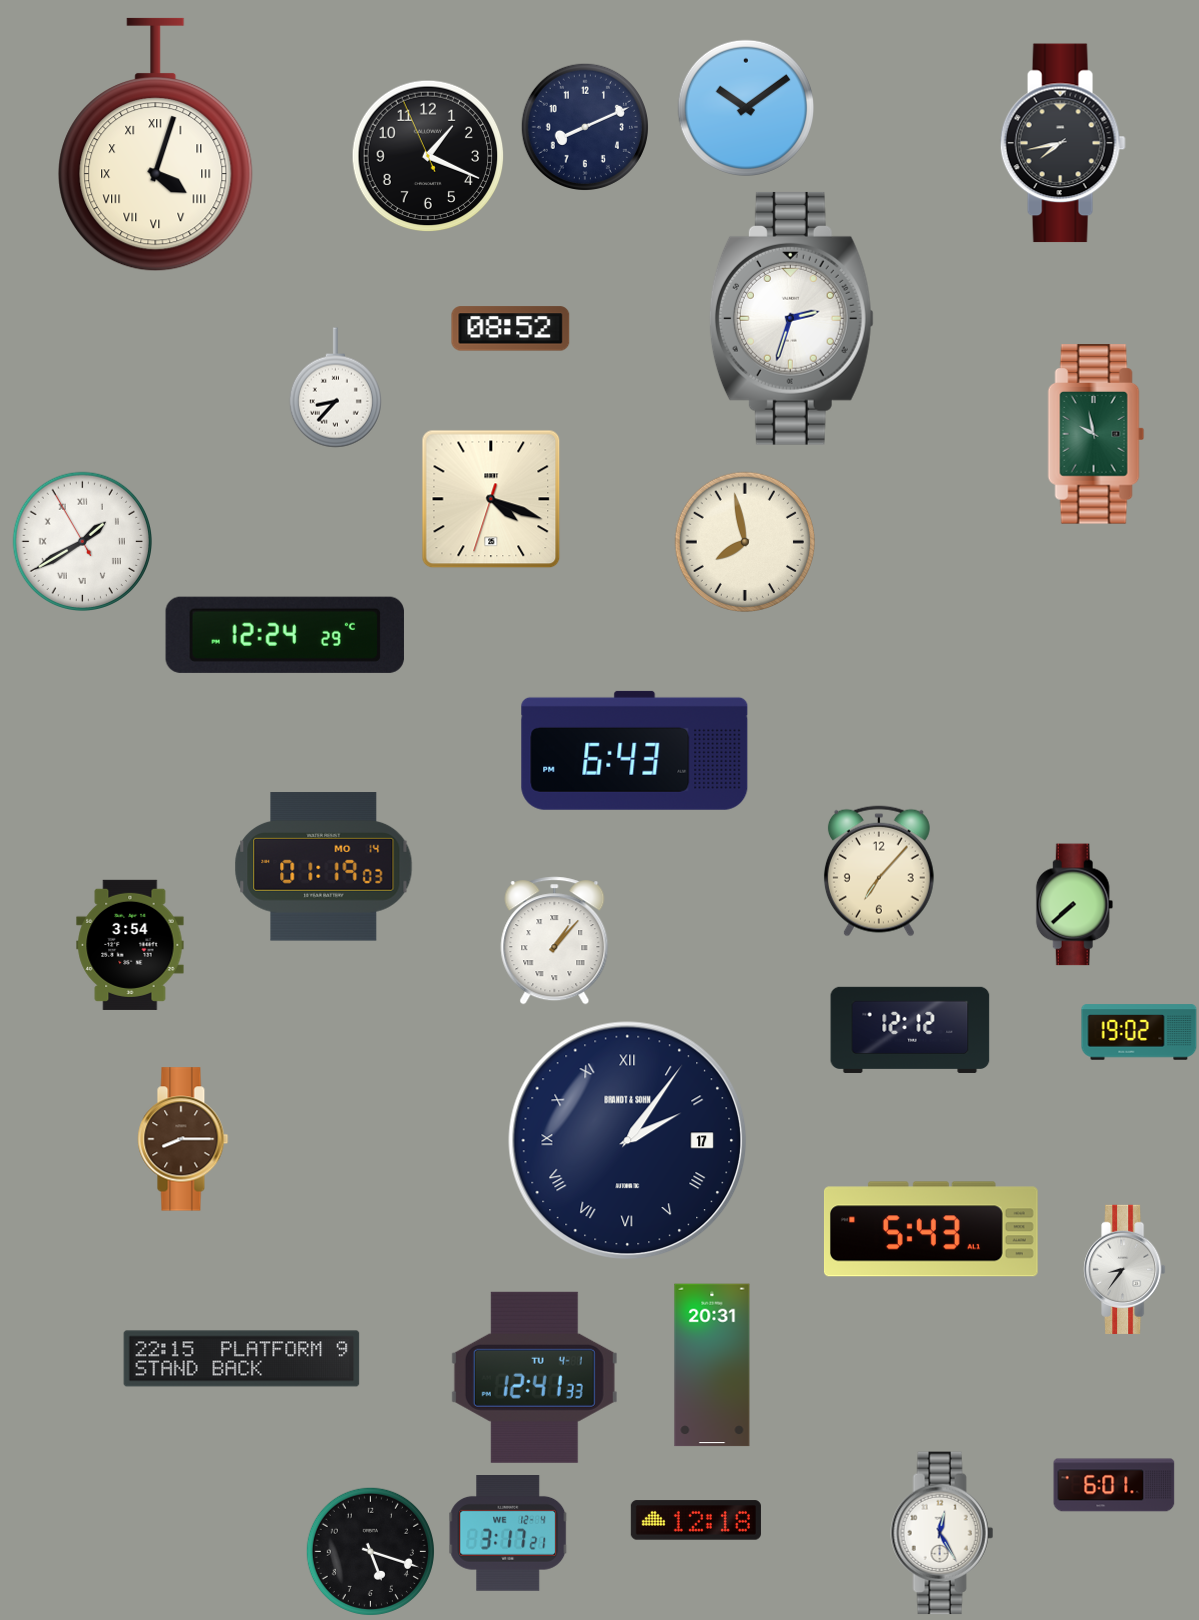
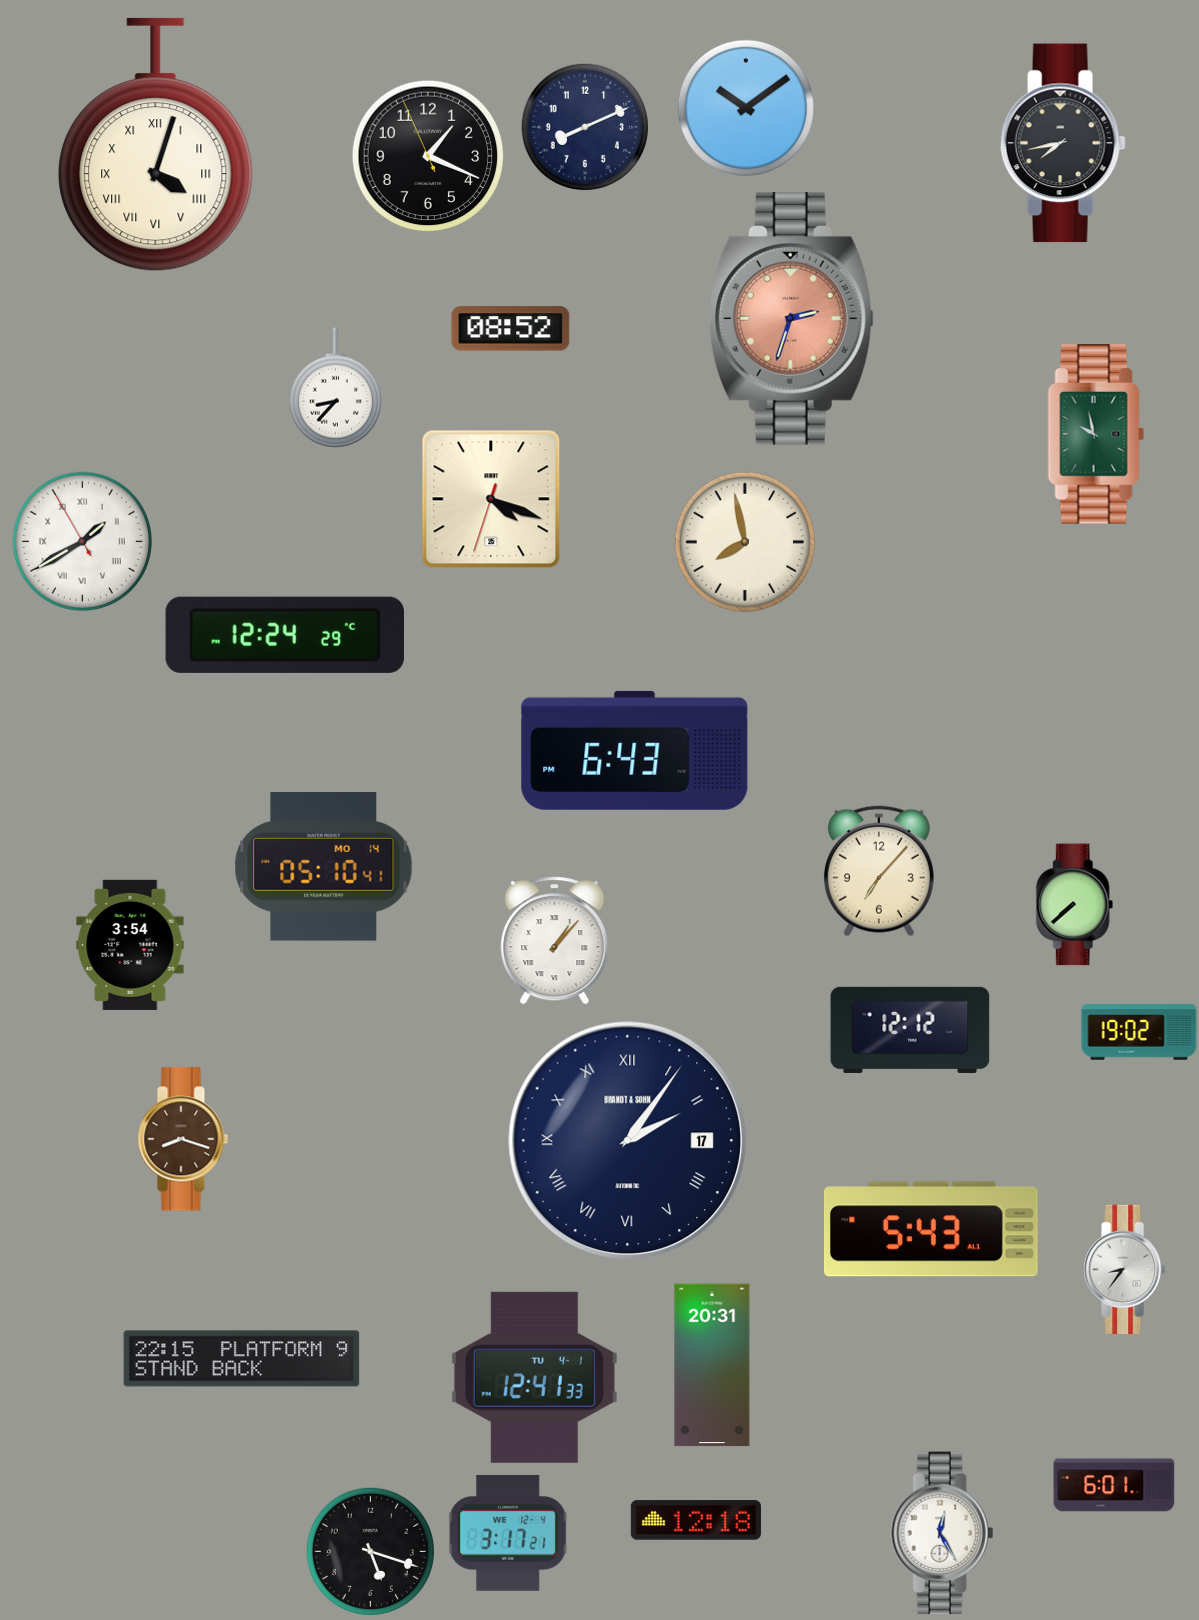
clock at (791, 318) dial: white -> salmon
clock at (324, 867): 01:19 -> 05:10
clock at (183, 1139): 8:15 -> 8:18
